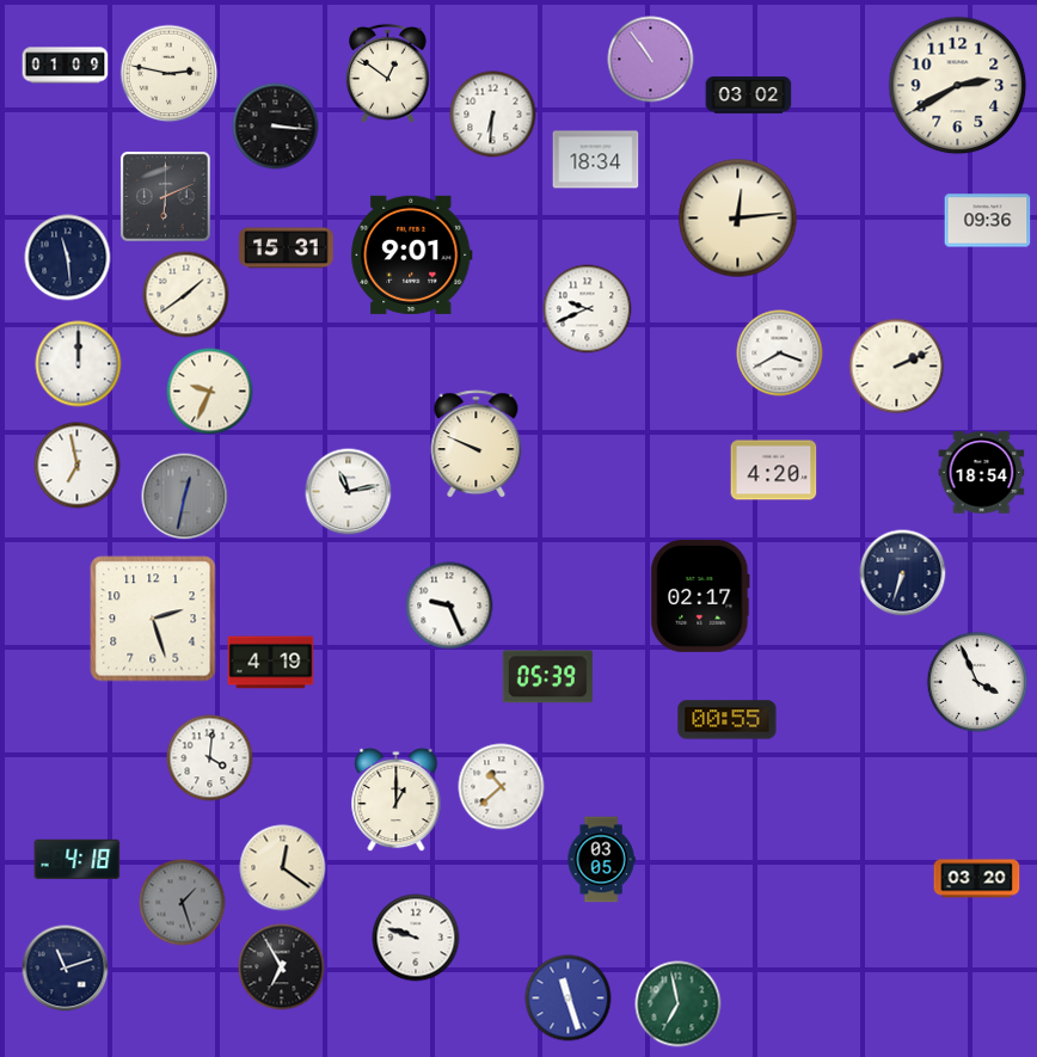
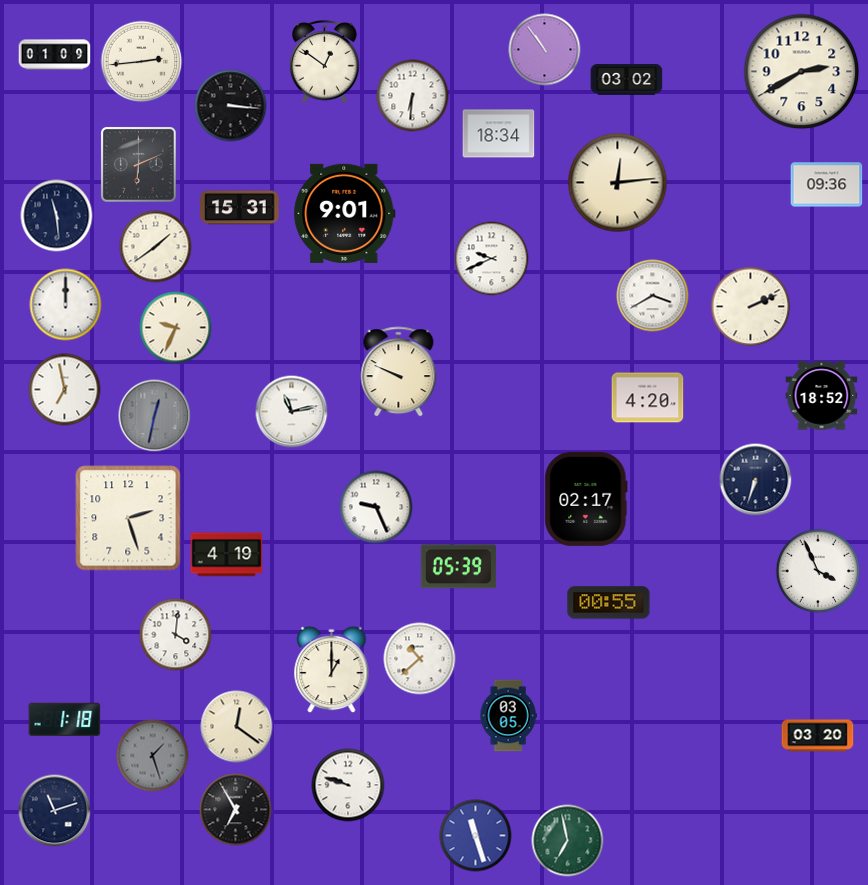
clock at (170, 74): 2:47 -> 2:44
clock at (774, 471) position: (774, 471) -> (648, 398)
clock at (982, 473): 18:54 -> 18:52
clock at (78, 859): 4:18 -> 1:18
clock at (601, 860) position: (601, 860) -> (508, 716)
